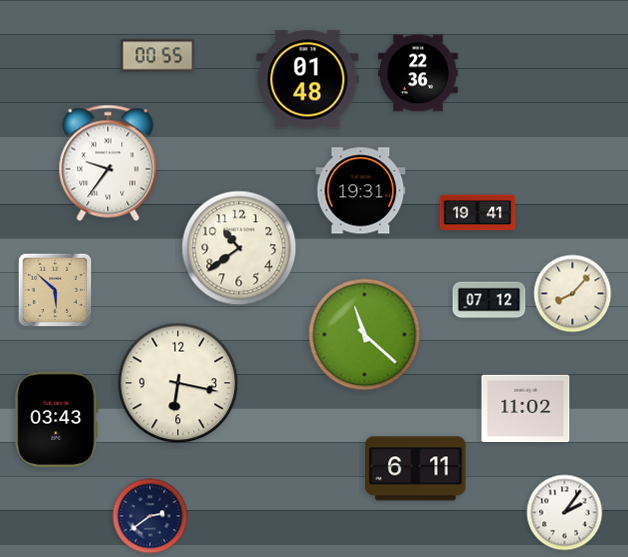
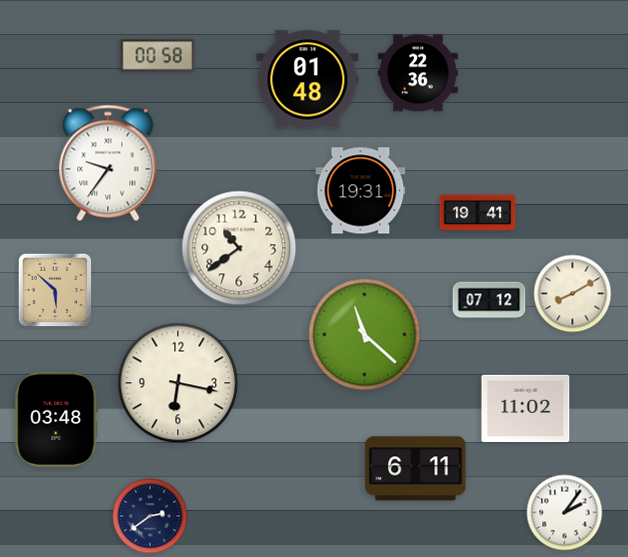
clock at (158, 56): 00:55 -> 00:58
clock at (573, 294): 8:07 -> 8:10
clock at (57, 419): 03:43 -> 03:48
